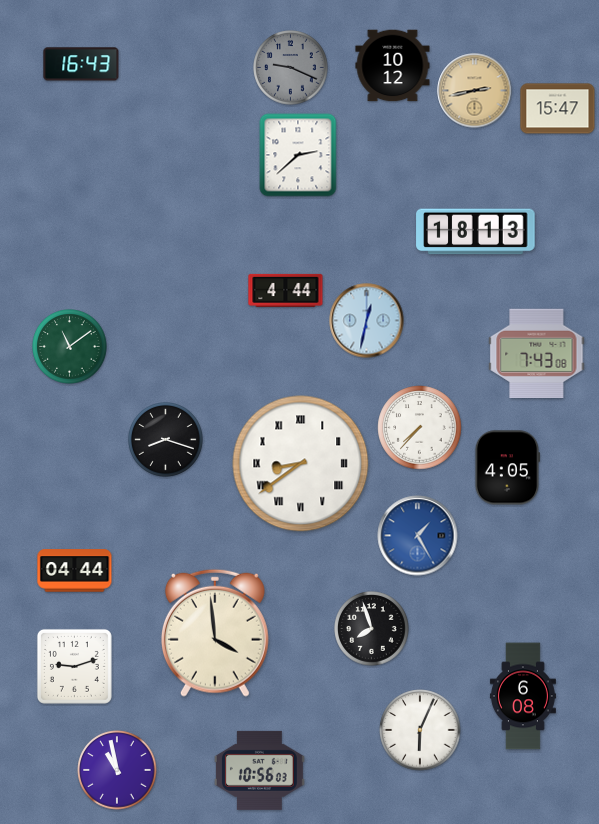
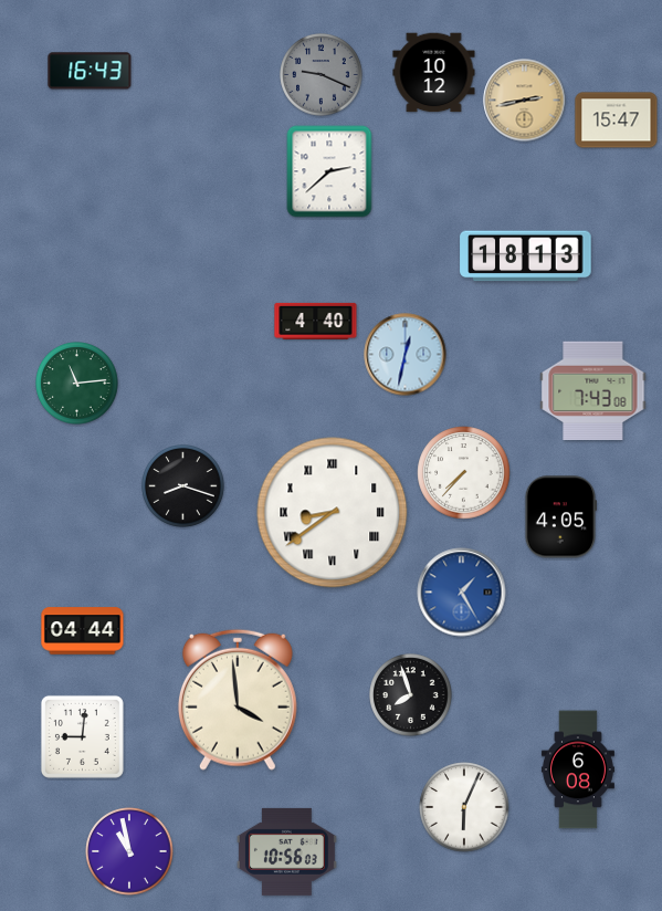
clock at (286, 290): 4:44 -> 4:40
clock at (70, 347): 11:09 -> 11:14
clock at (74, 666): 9:12 -> 9:01
